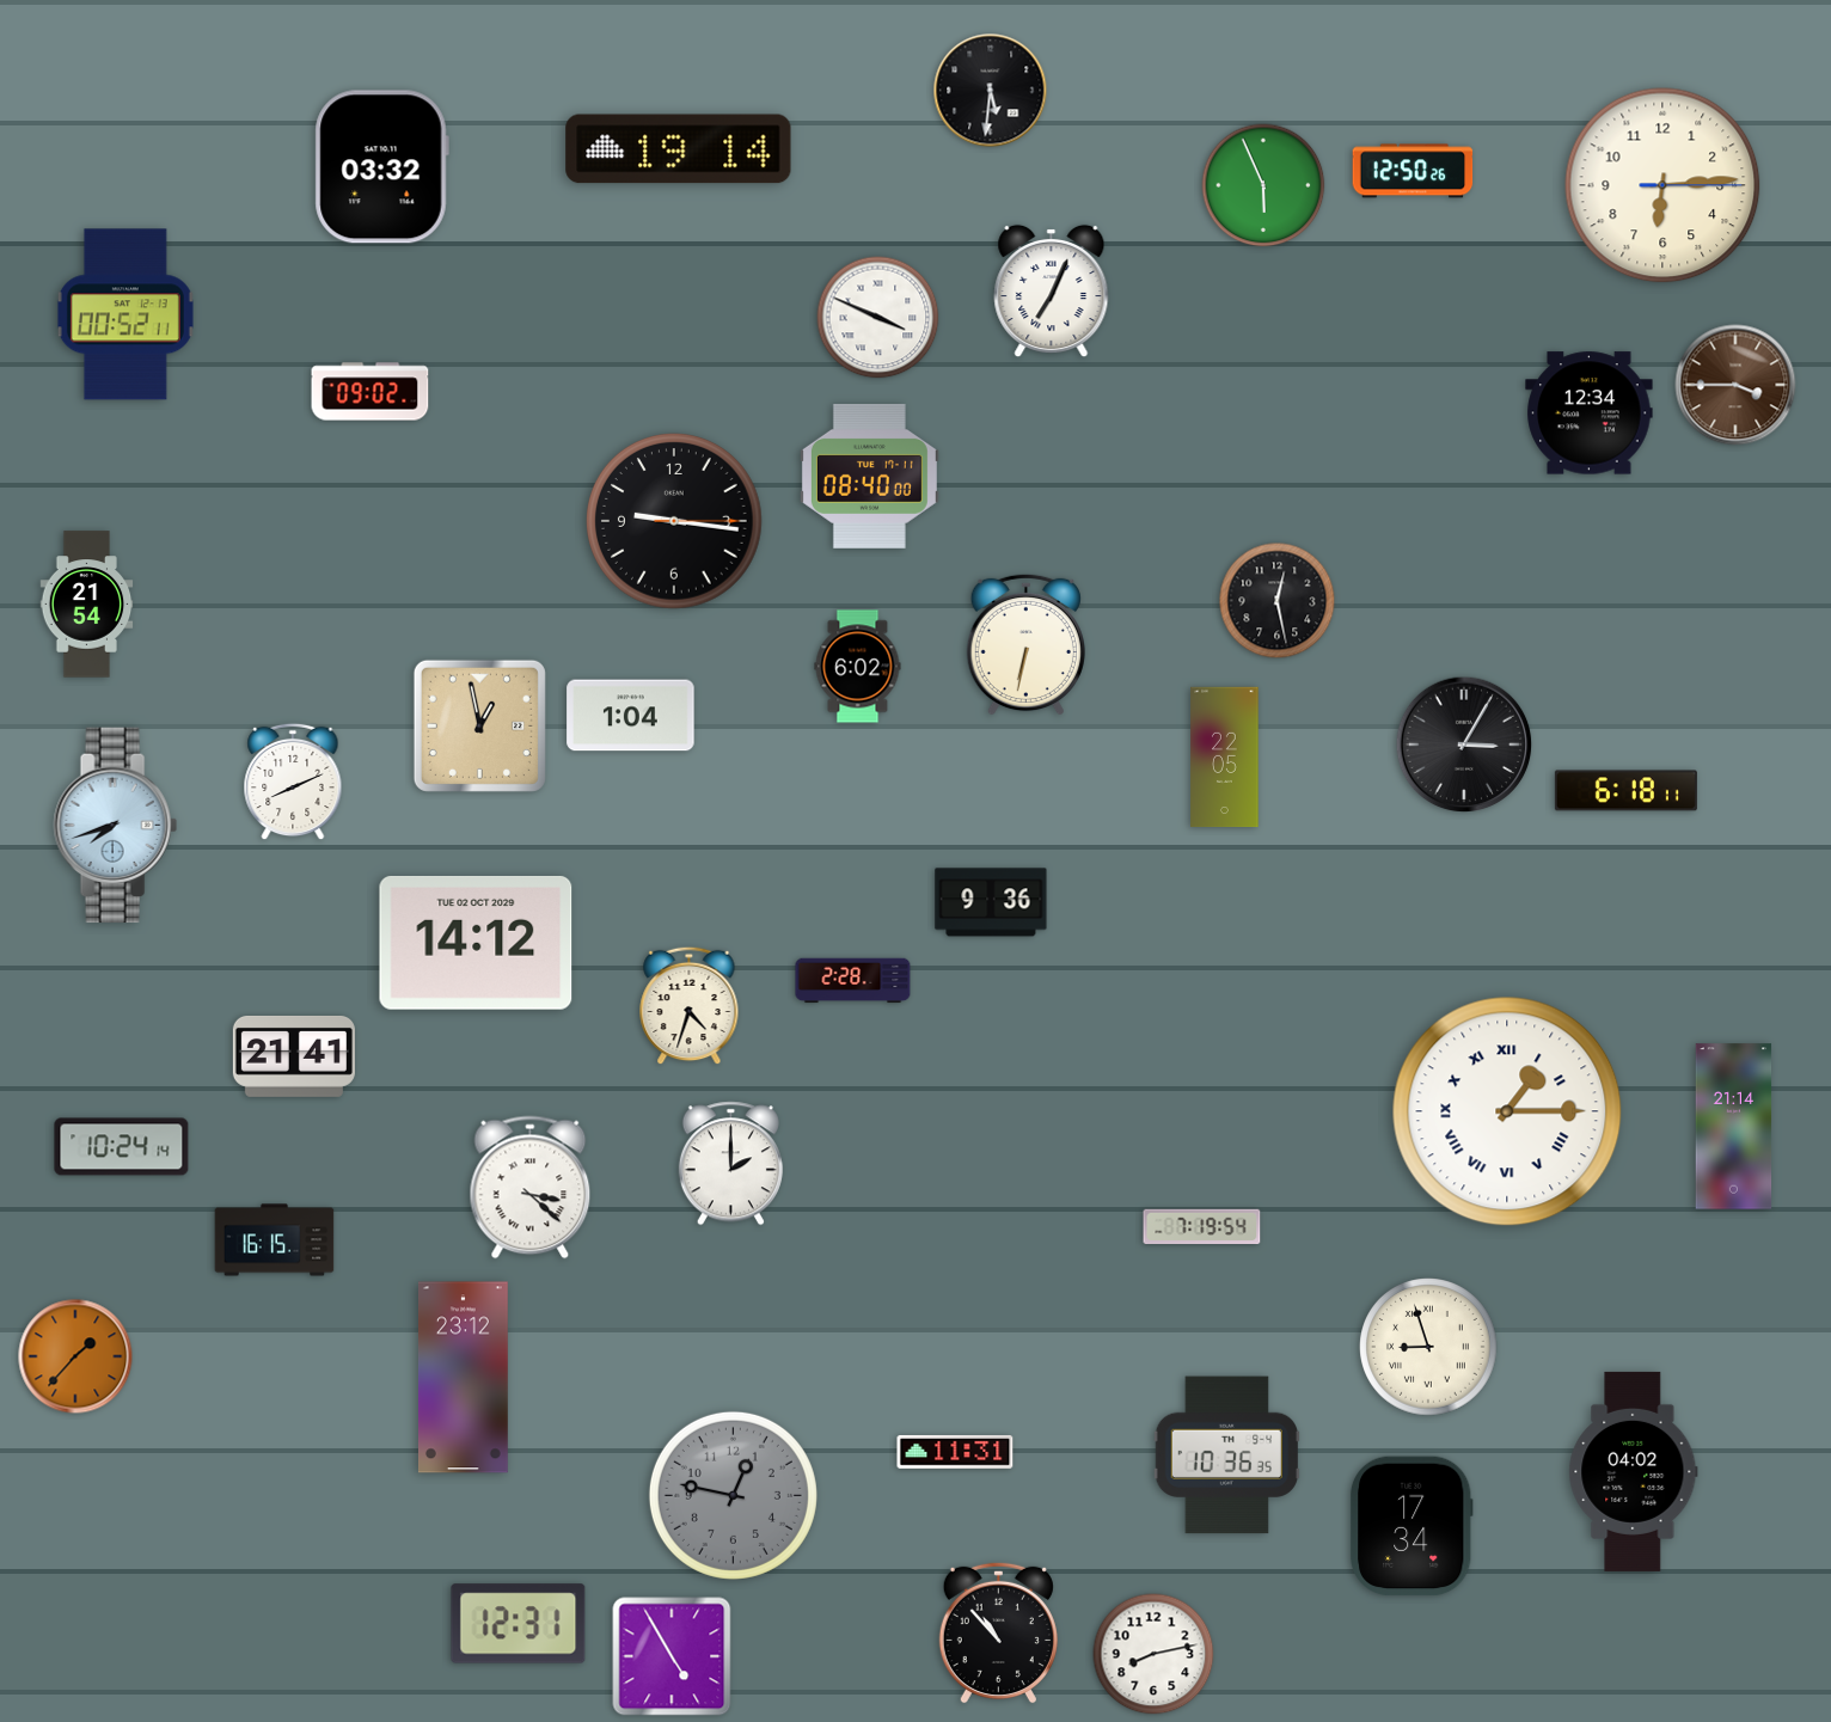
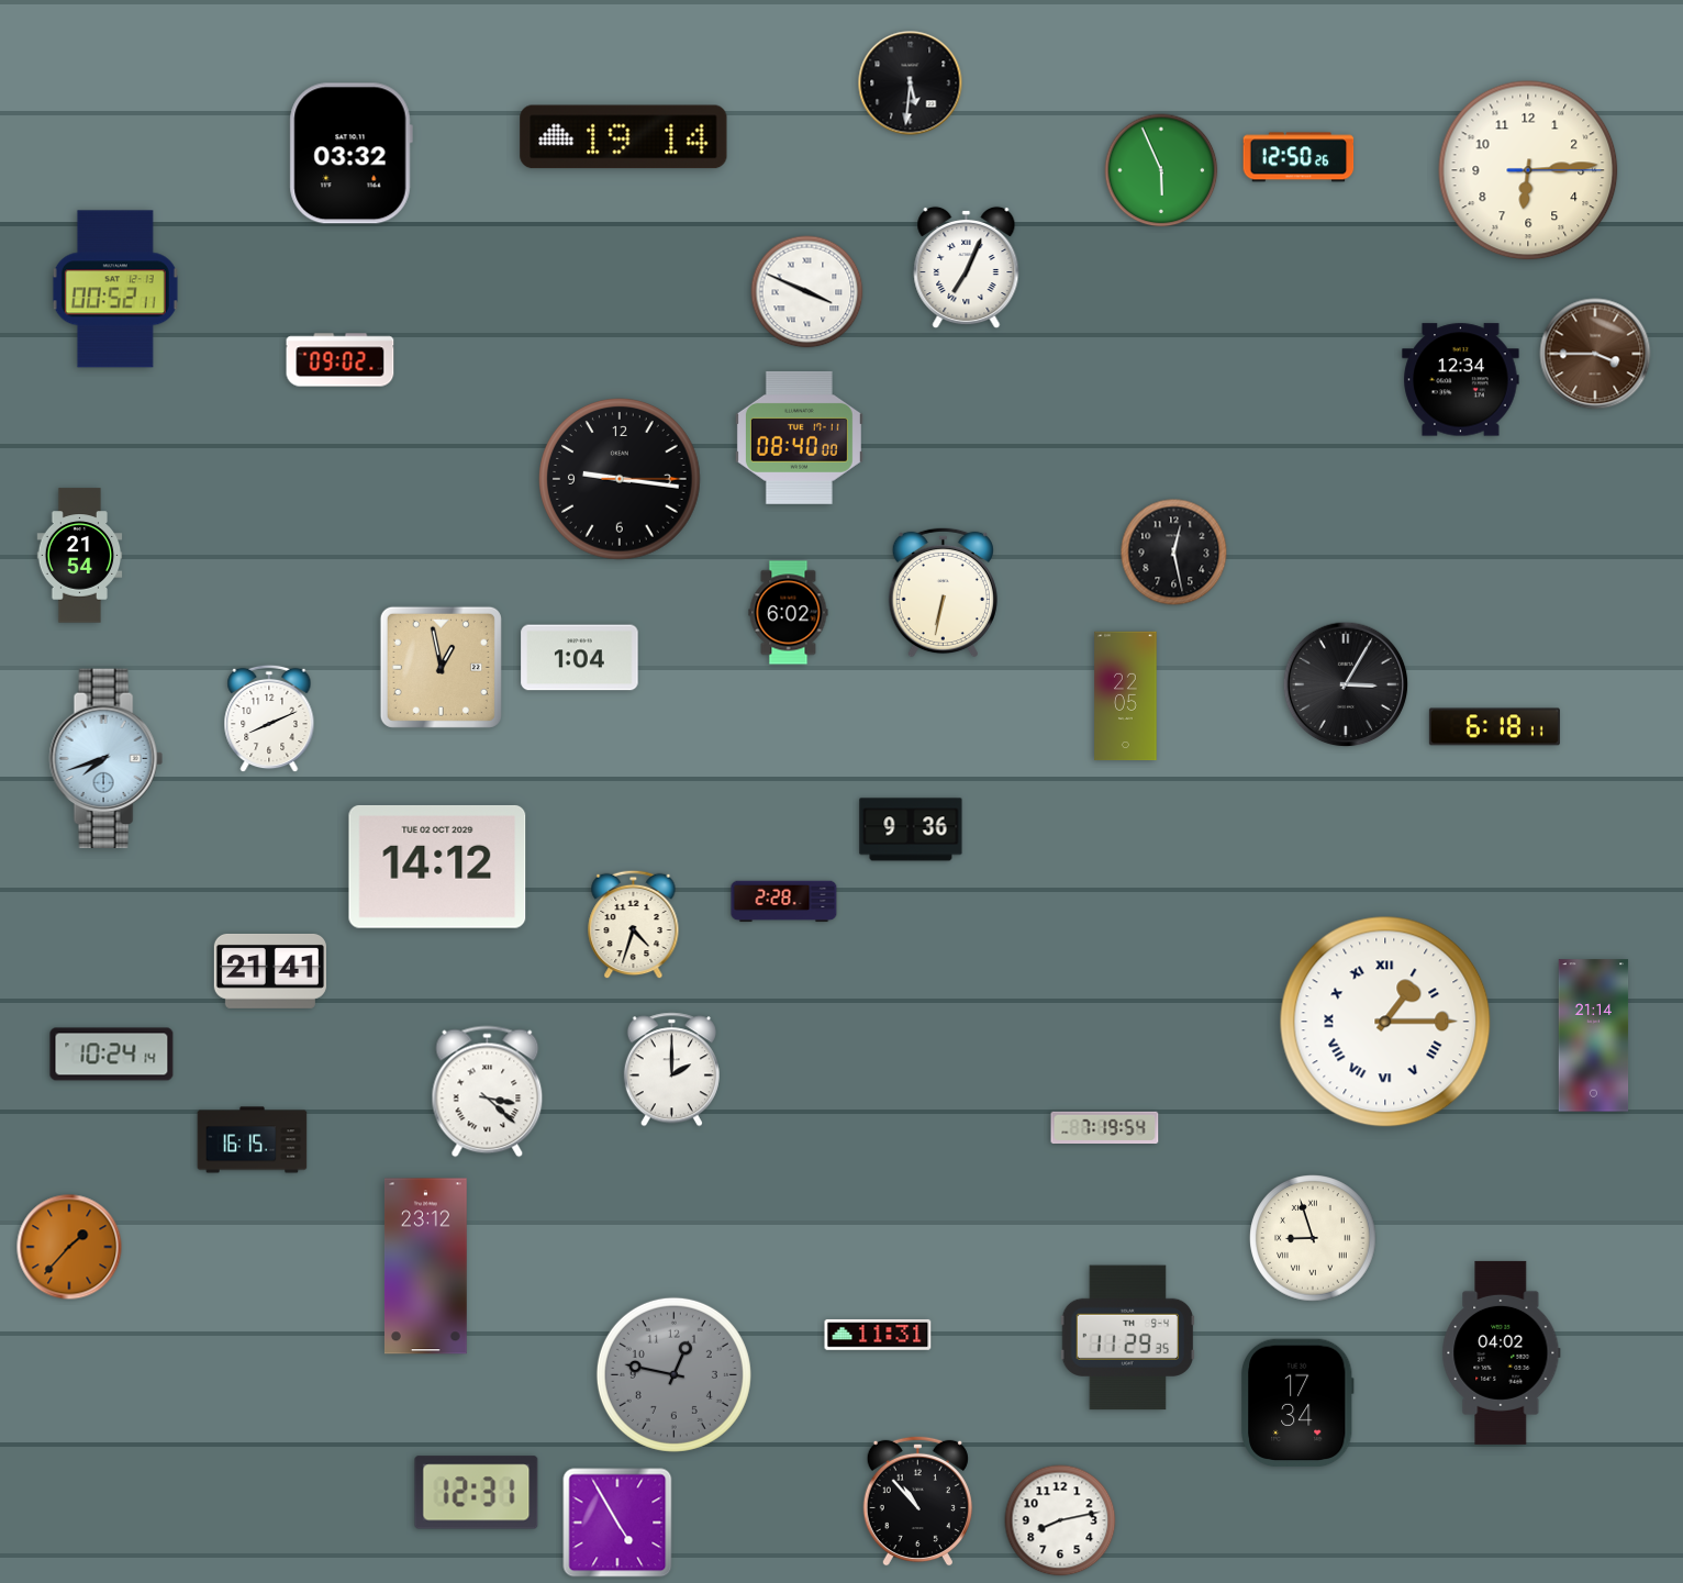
clock at (1226, 1456): 10:36 -> 11:29
